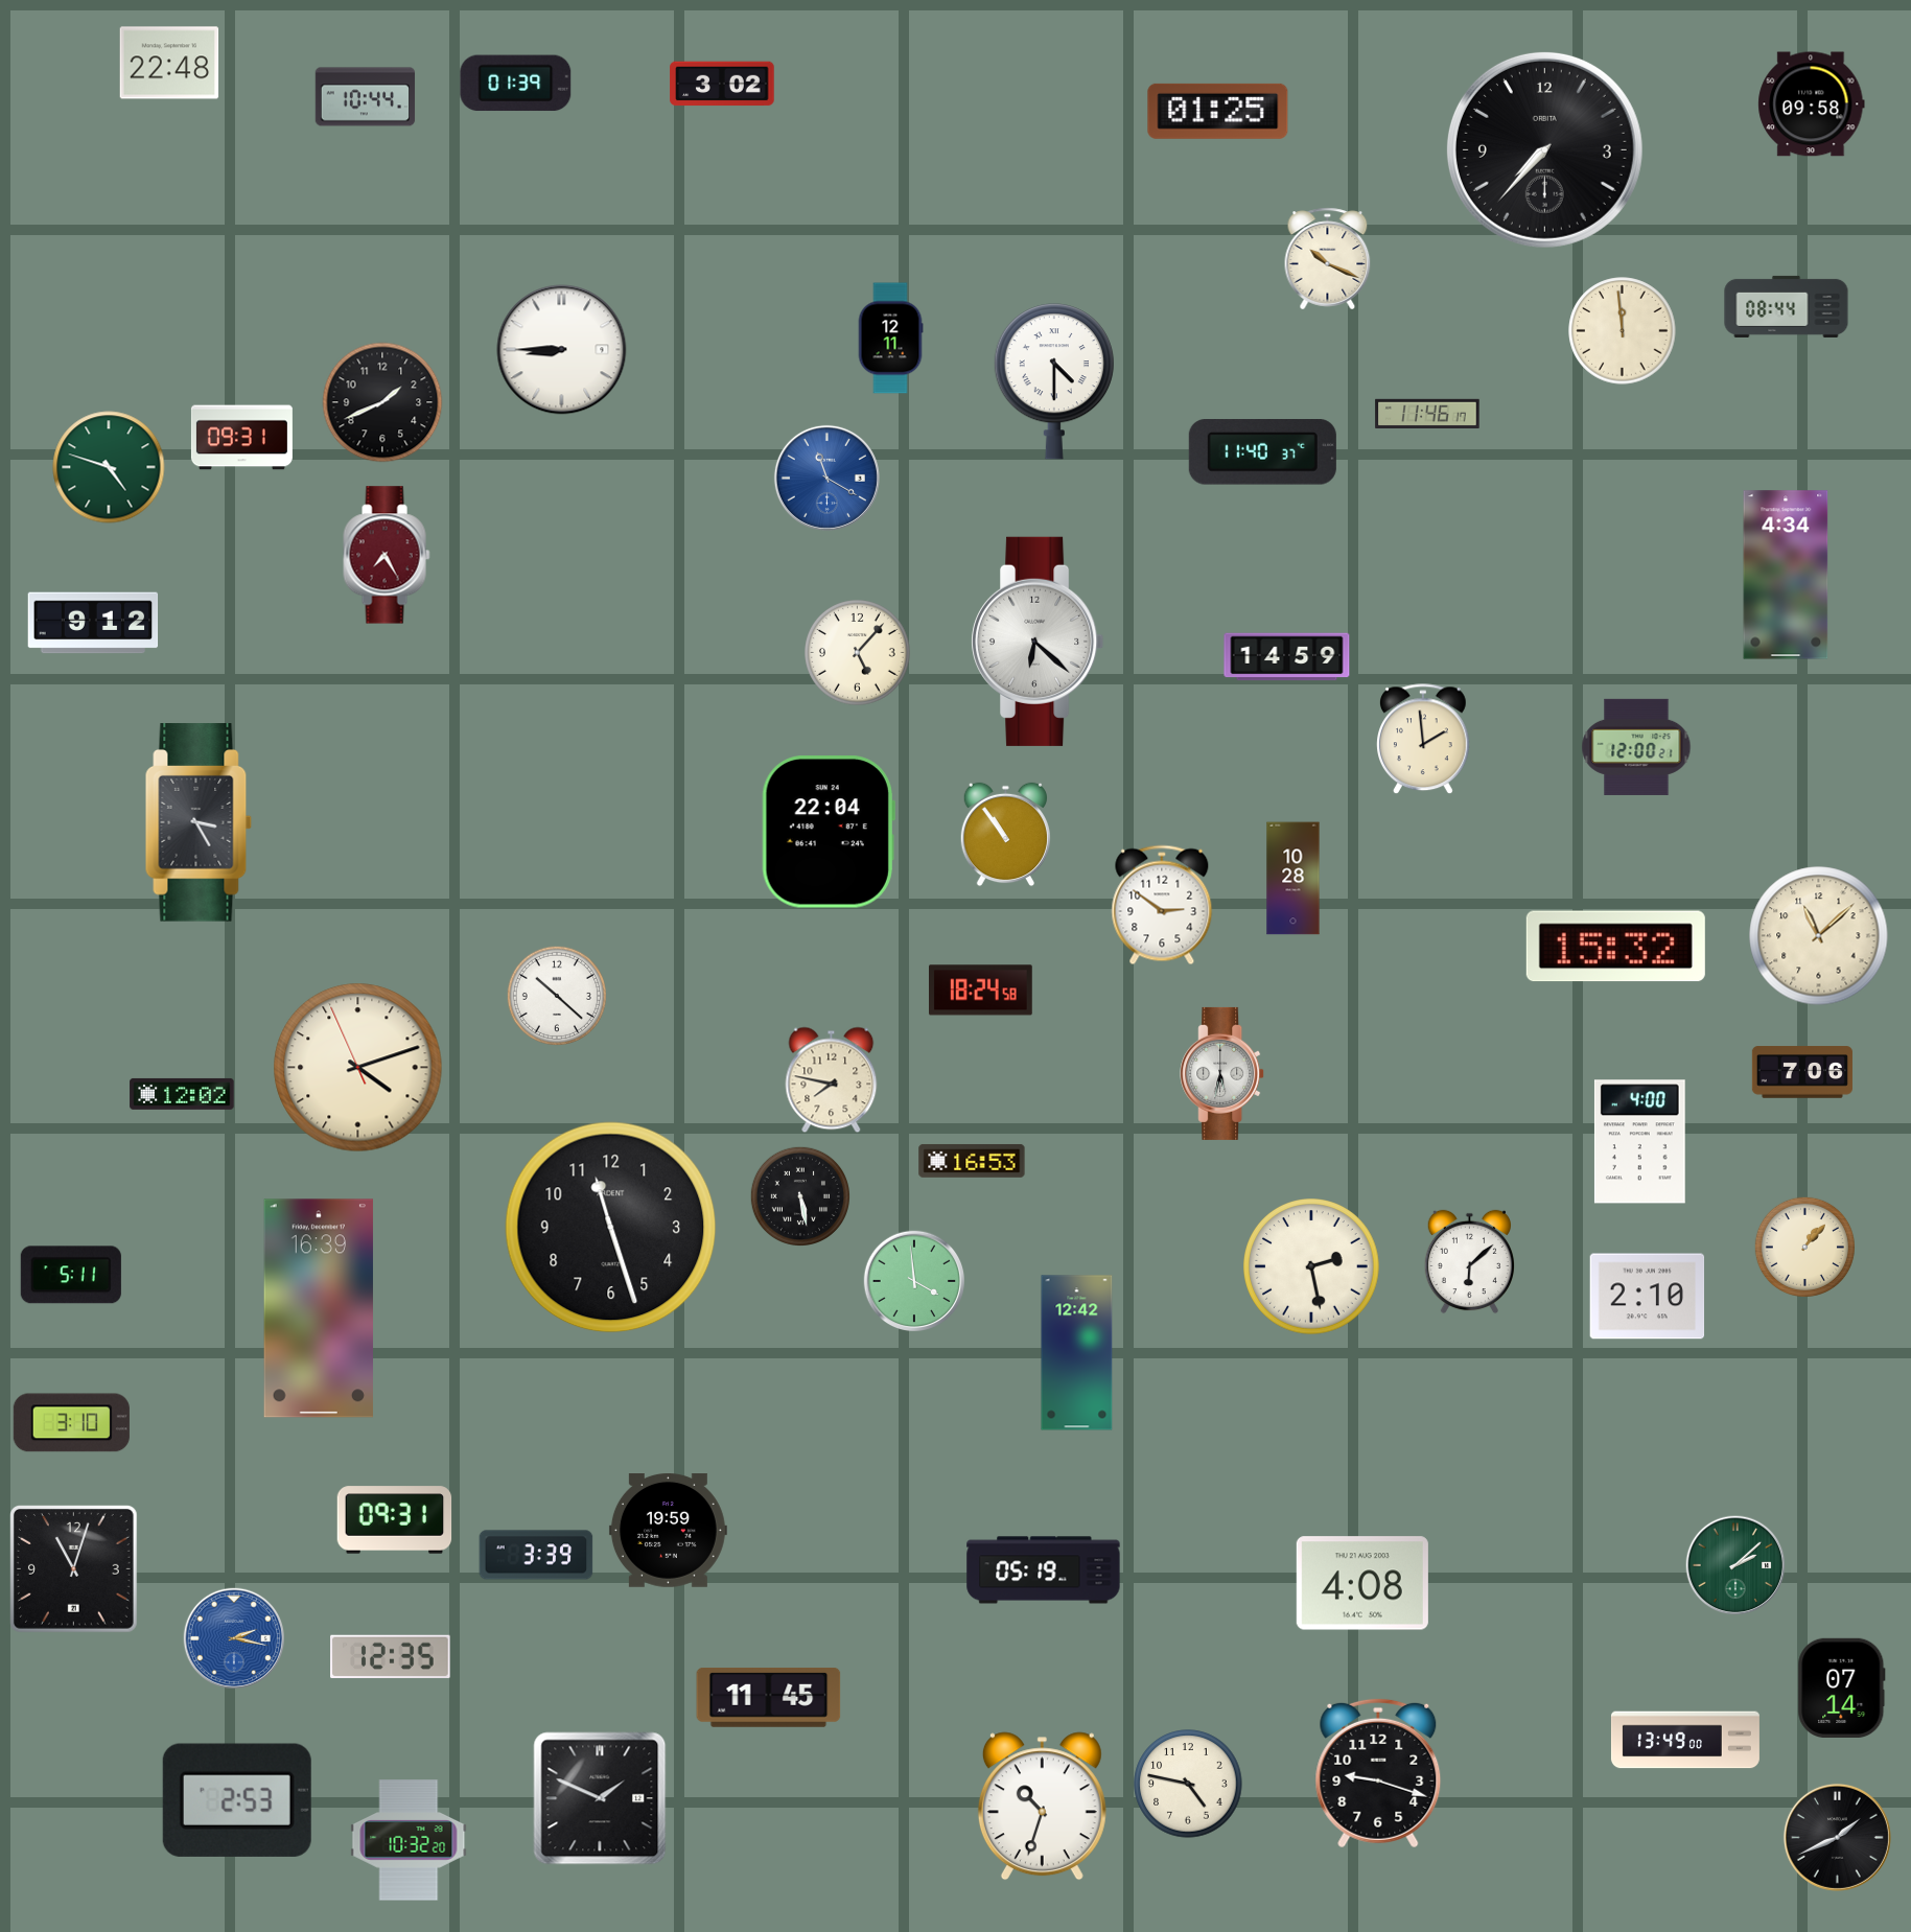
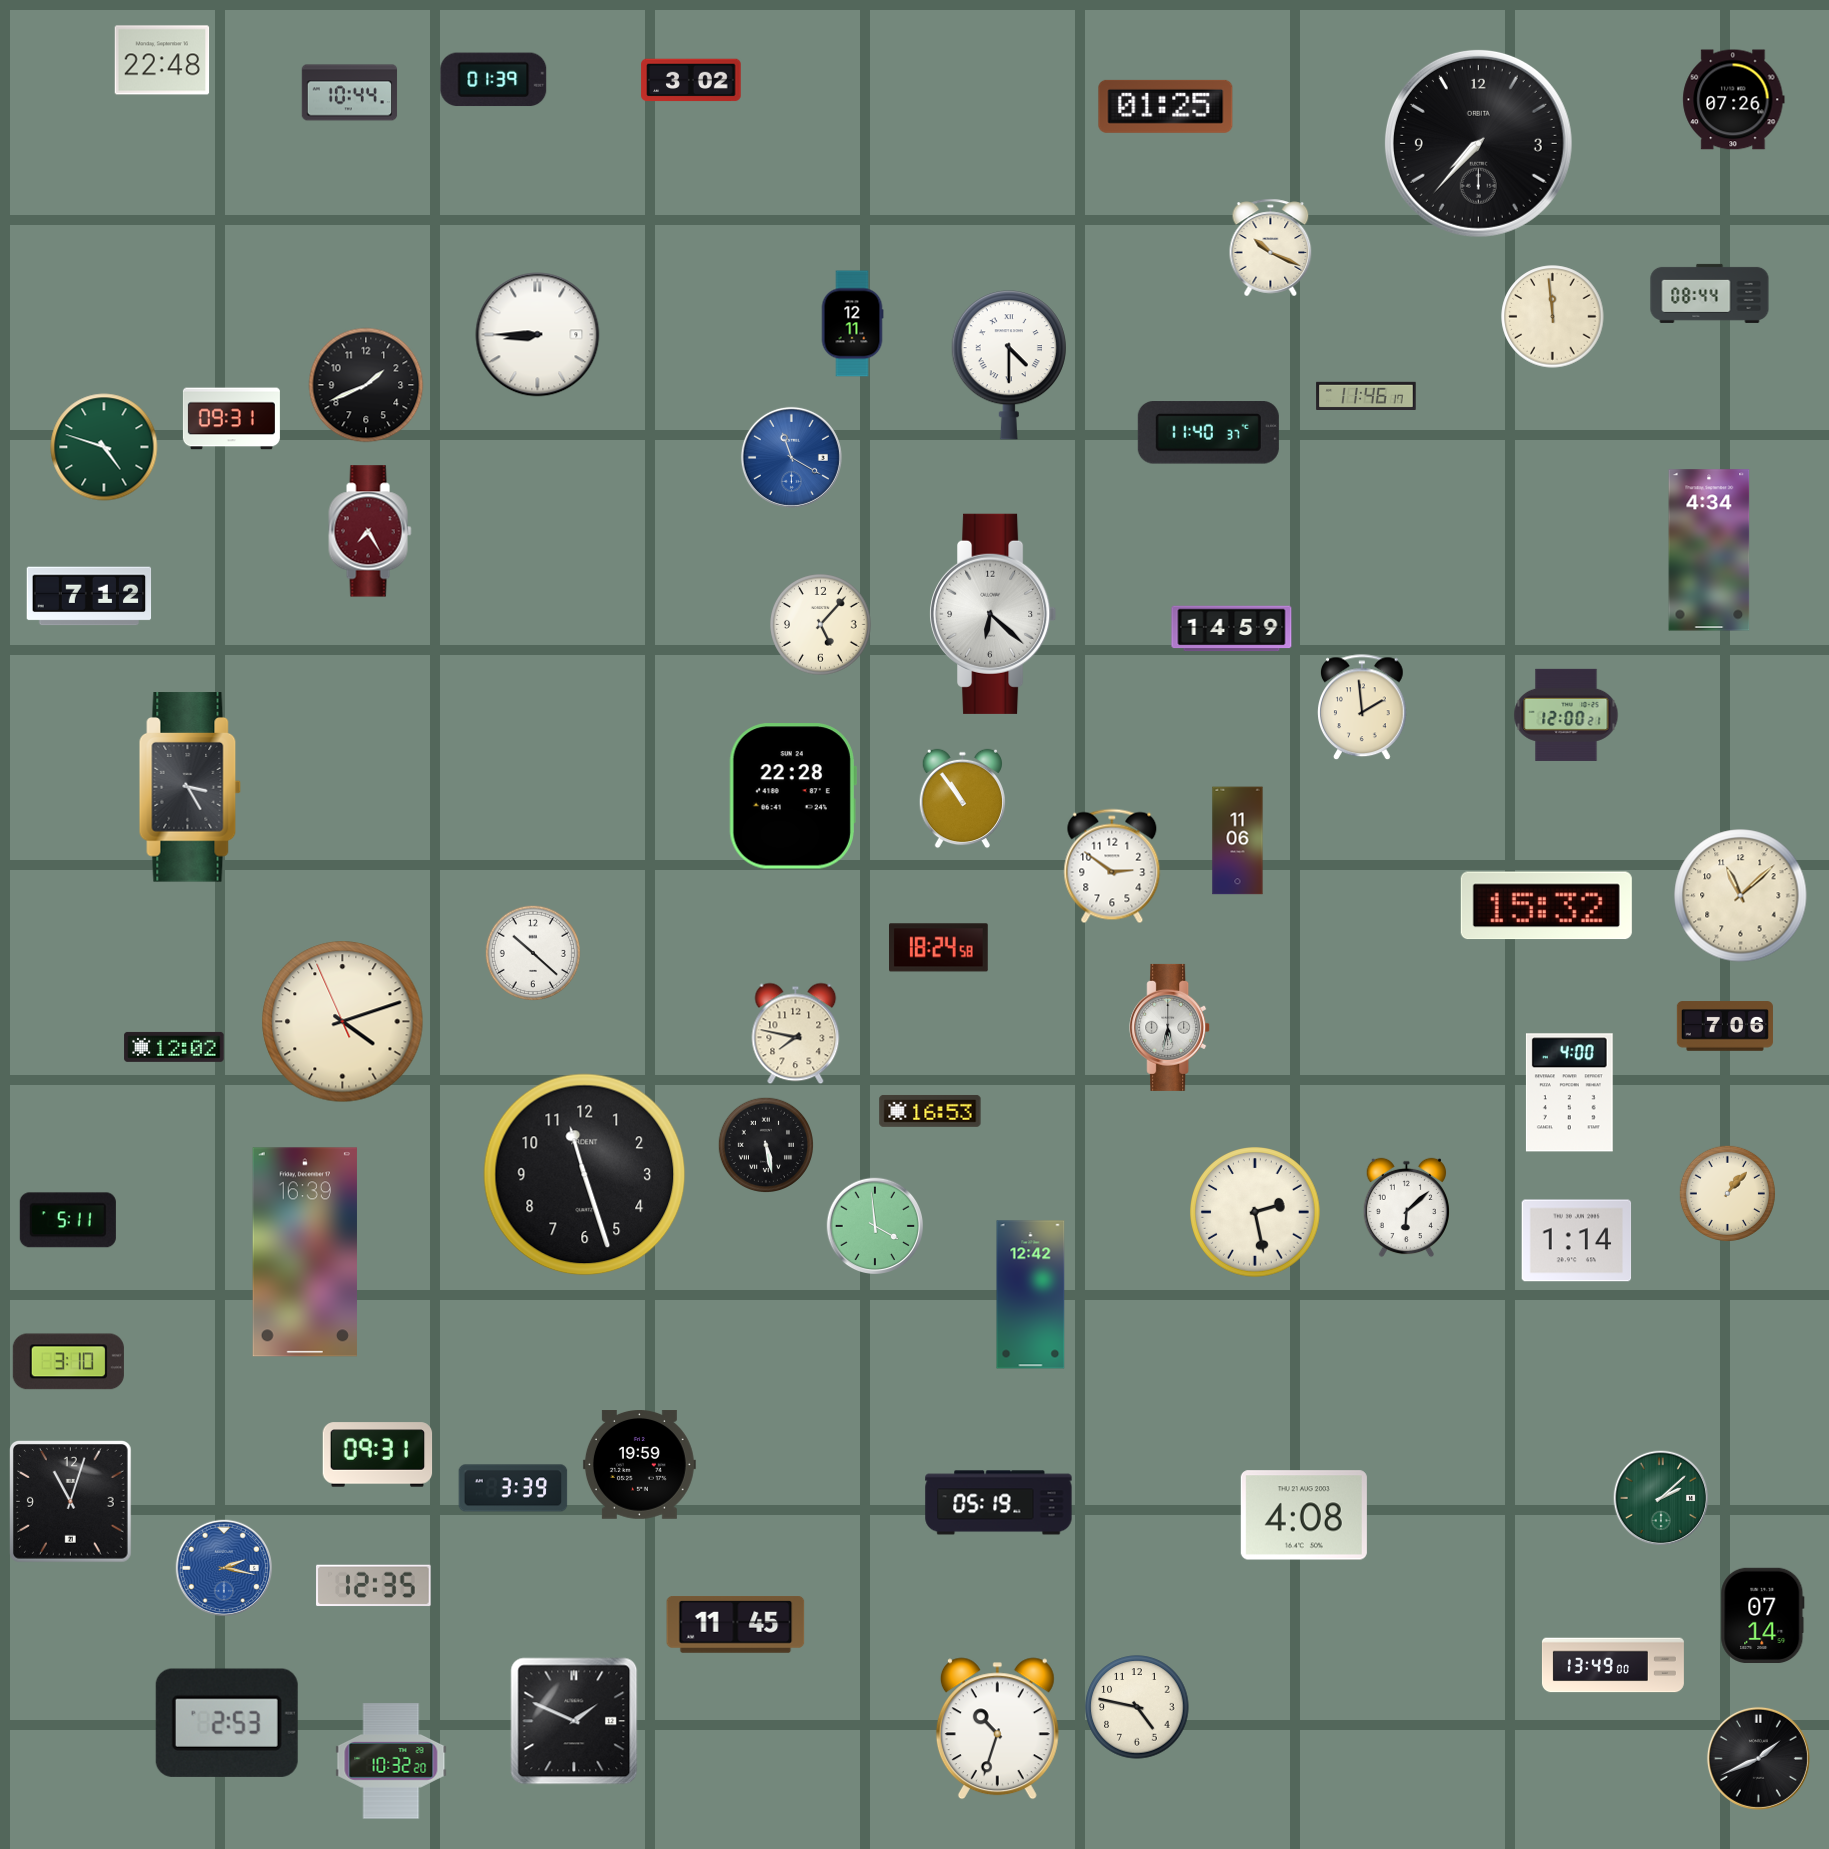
clock at (1812, 104): 09:58 -> 07:26
clock at (93, 623): 9:12 -> 7:12
clock at (829, 832): 22:04 -> 22:28
clock at (1294, 879): 10:28 -> 11:06
clock at (1648, 1297): 2:10 -> 1:14
clock at (1378, 1773): 9:18 -> none
